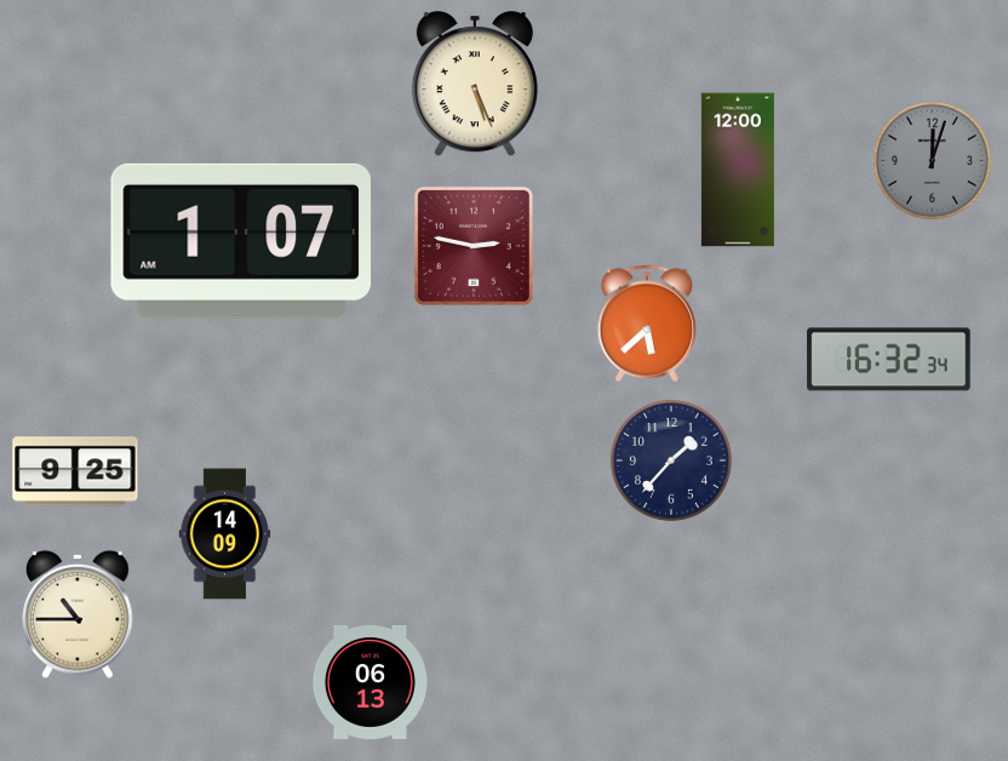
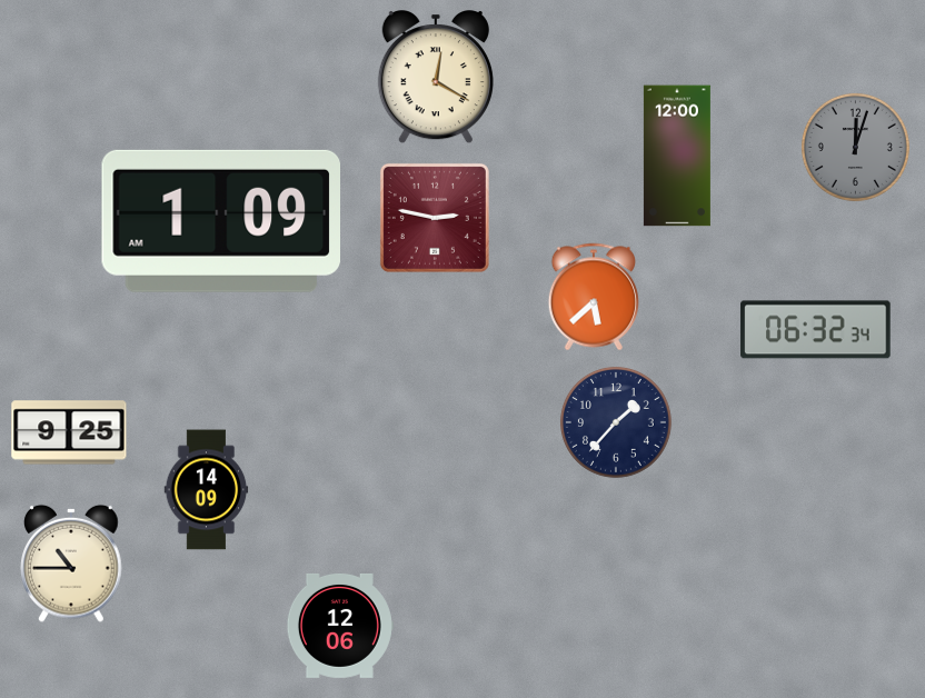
clock at (475, 85): 5:26 -> 12:20
clock at (240, 241): 1:07 -> 1:09
clock at (474, 246) position: (474, 246) -> (435, 218)
clock at (889, 360): 16:32 -> 06:32
clock at (370, 682): 06:13 -> 12:06
